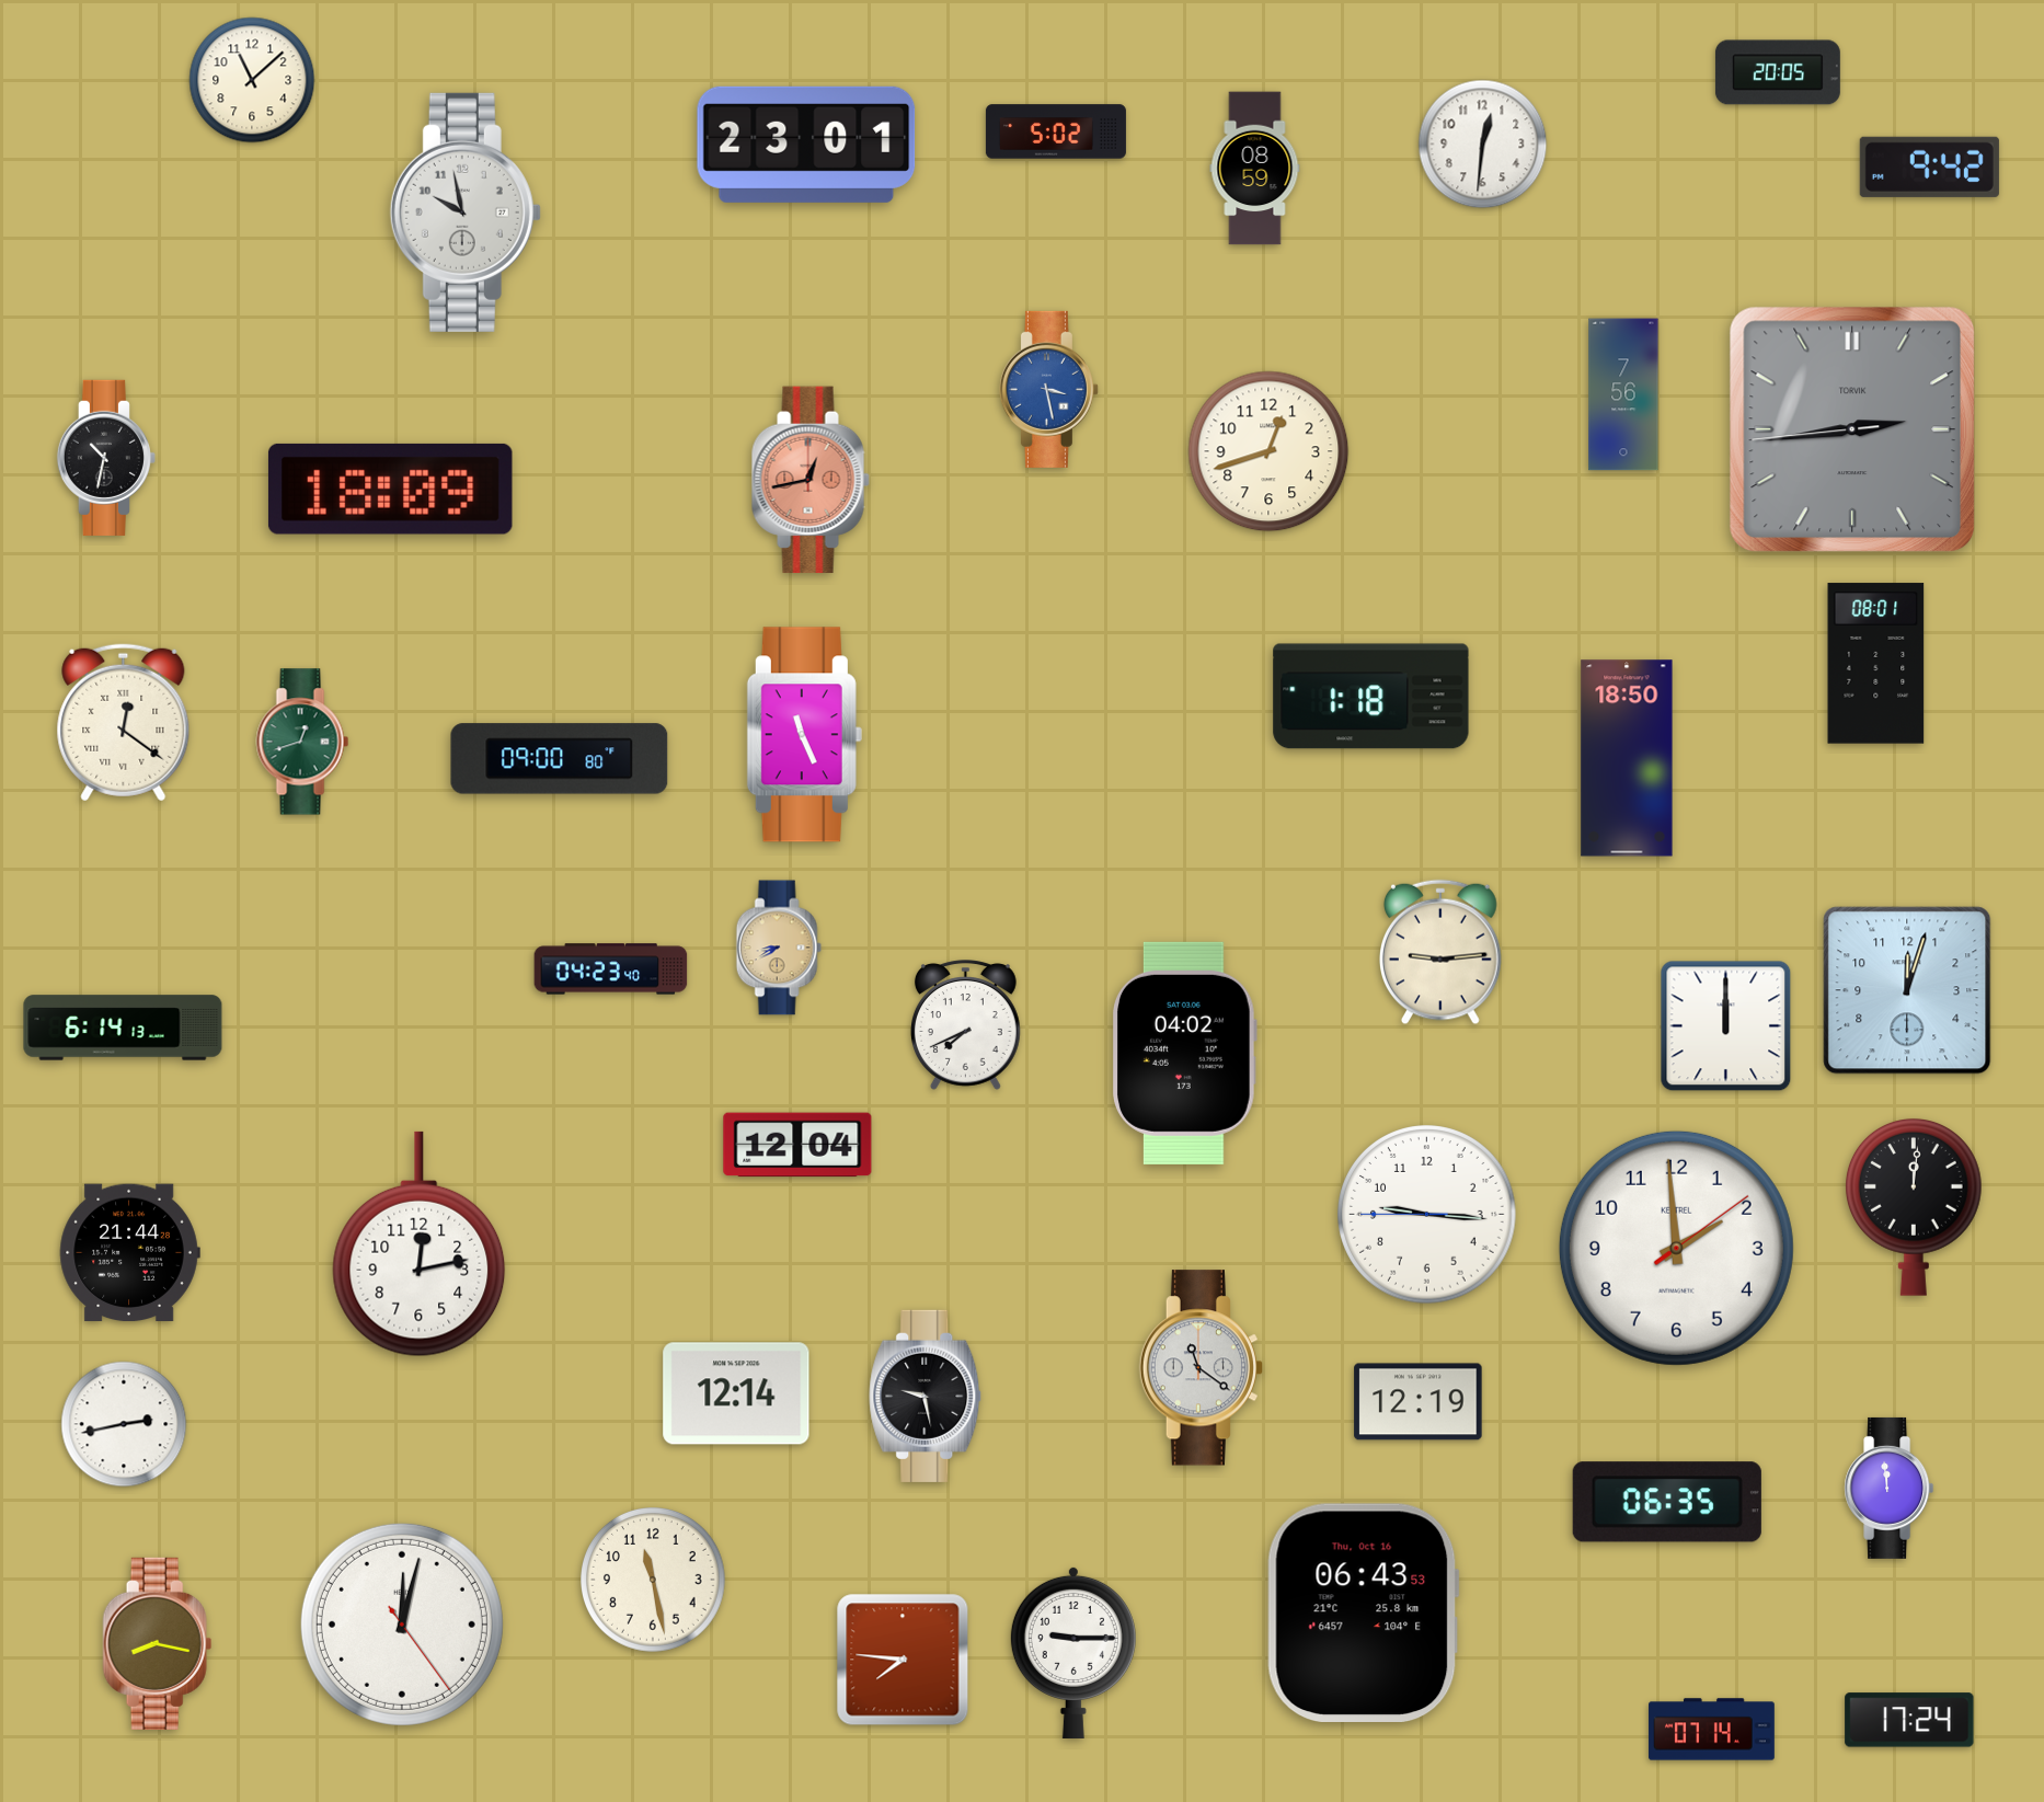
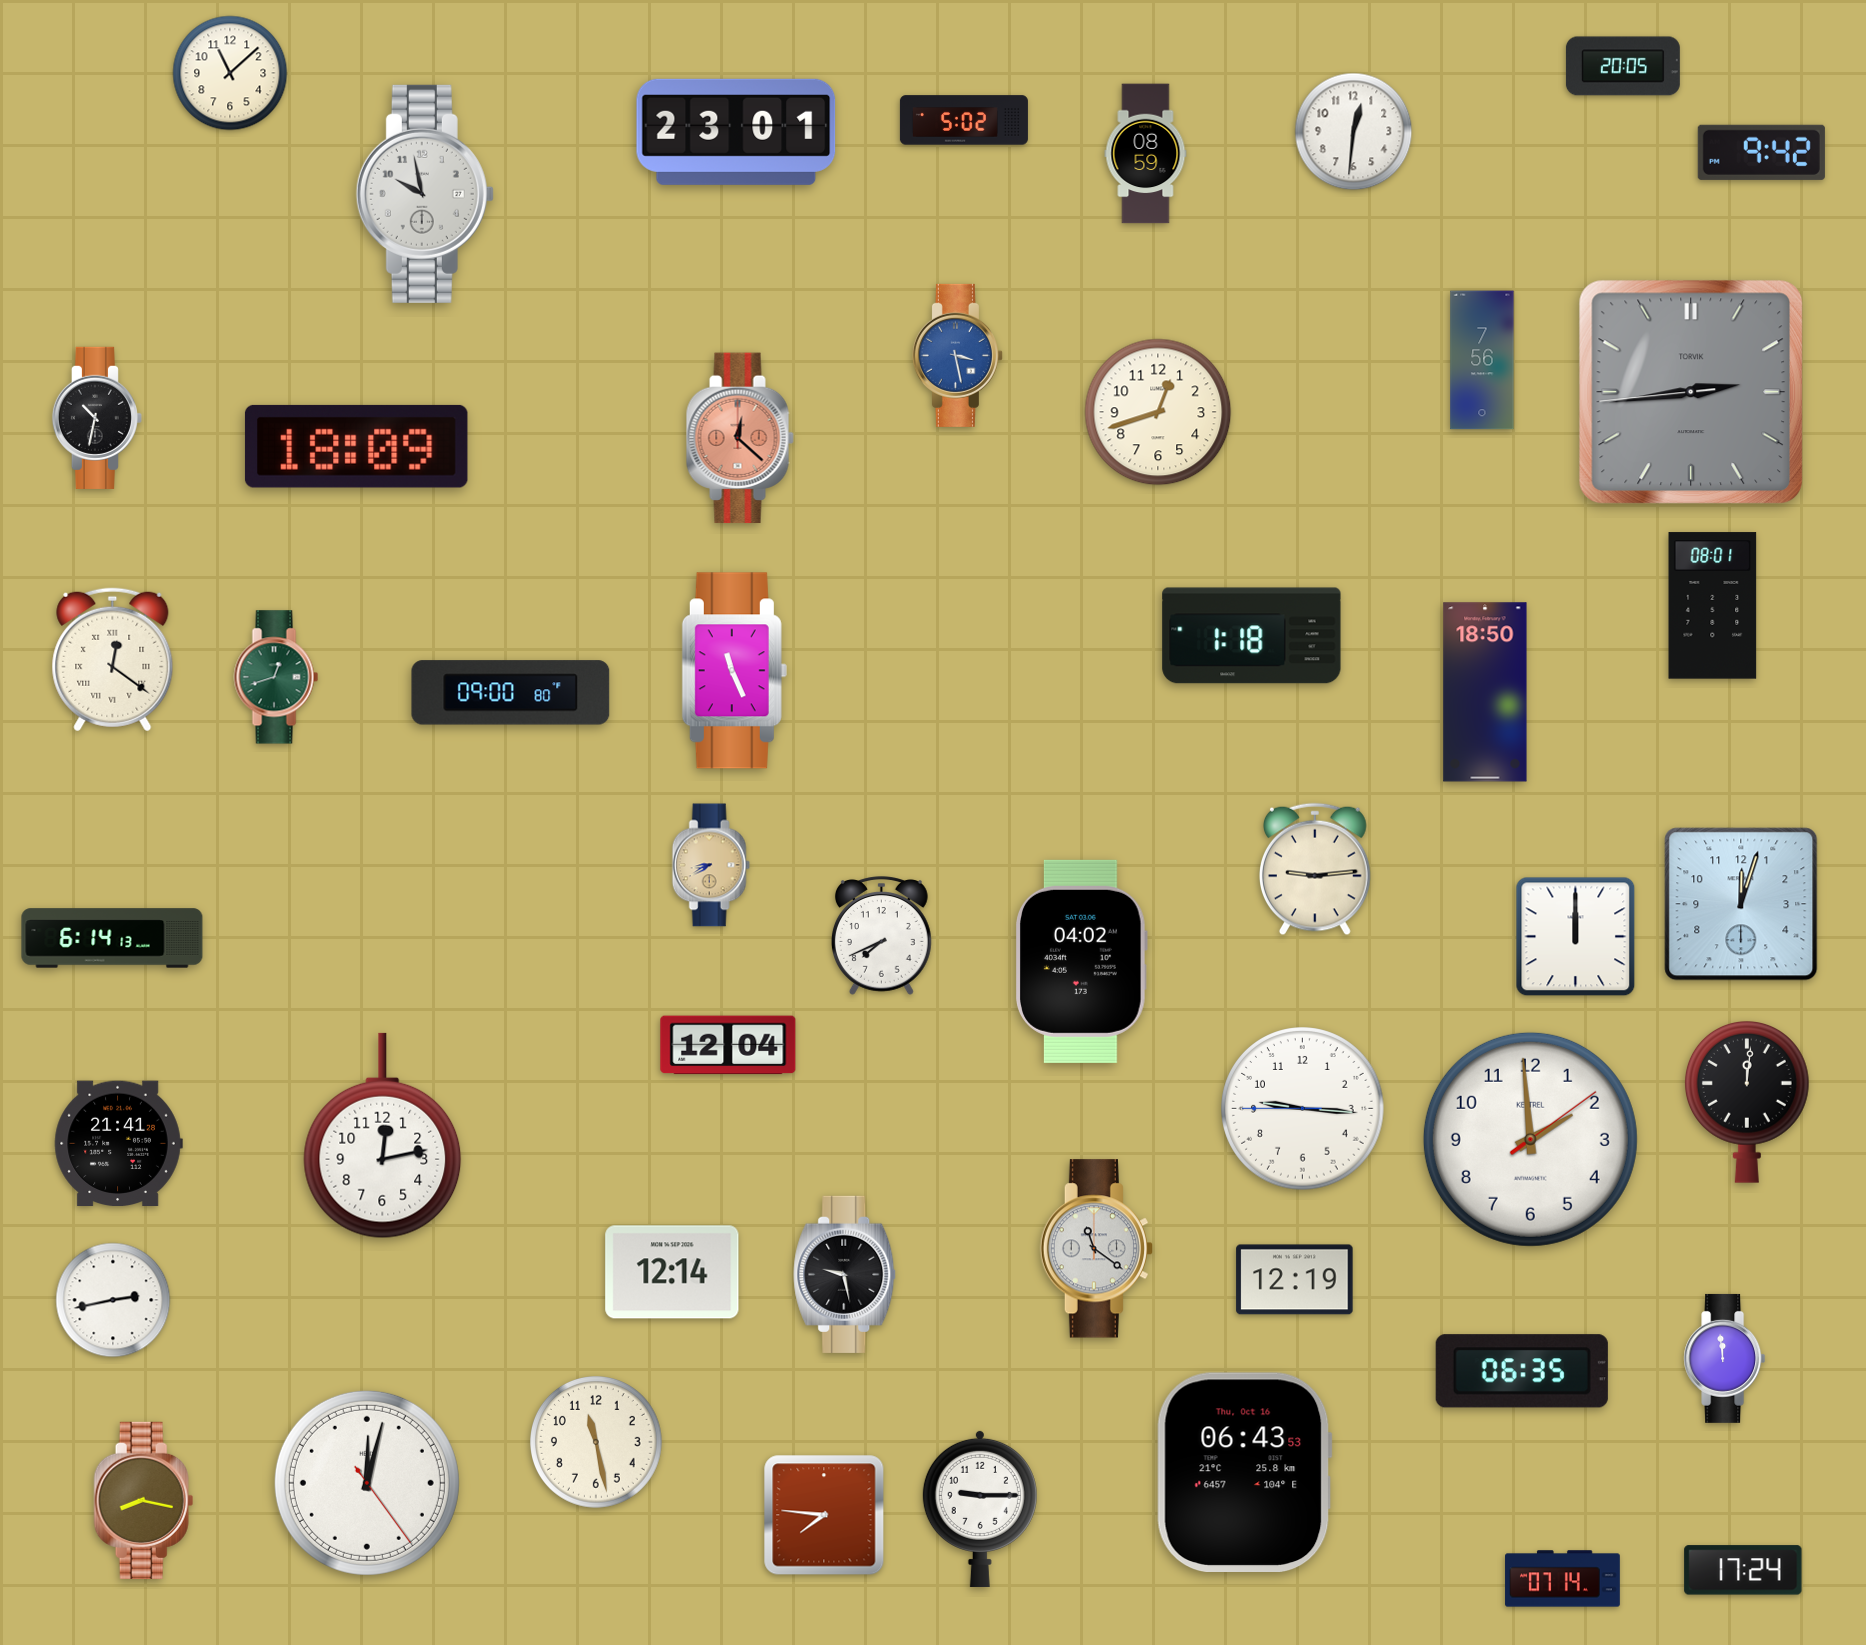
clock at (811, 480): 12:43 -> 12:22
clock at (611, 969): 04:23 -> none
clock at (129, 1253): 21:44 -> 21:41
